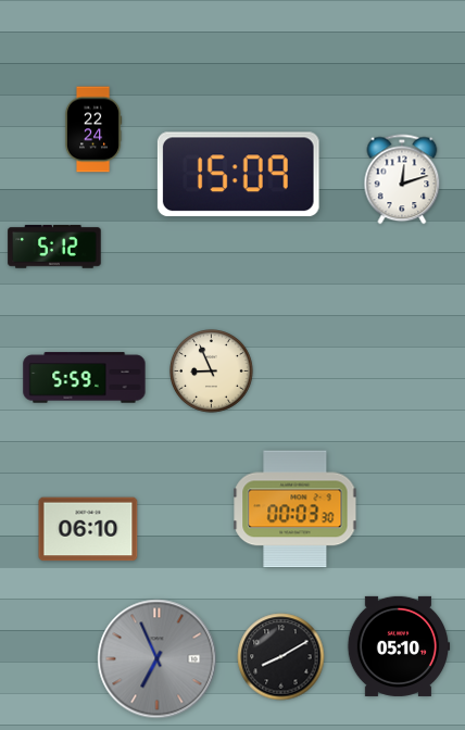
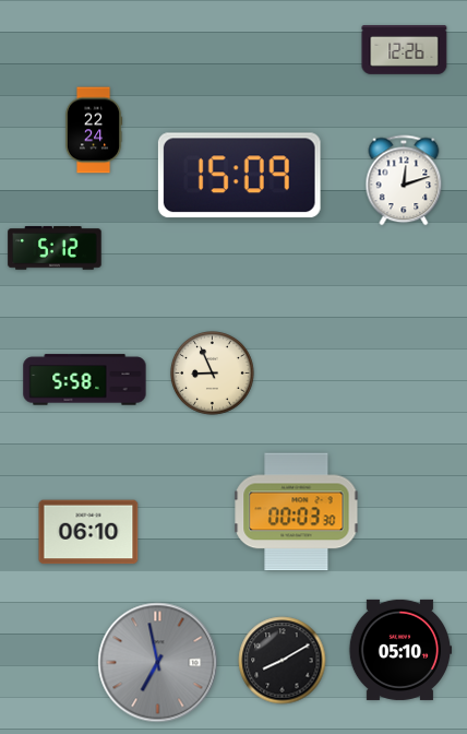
clock at (405, 50): none -> 12:26
clock at (85, 378): 5:59 -> 5:58
clock at (158, 659): 6:56 -> 6:58
